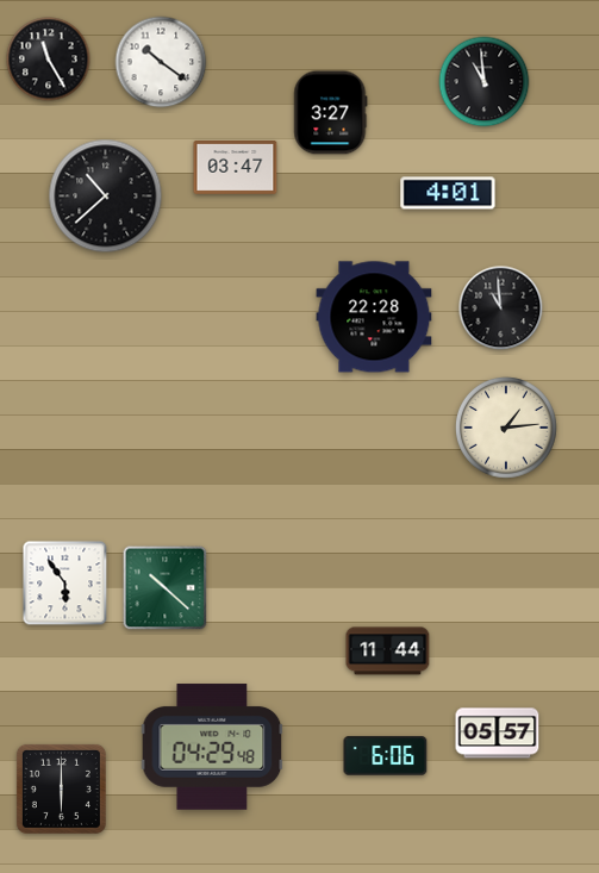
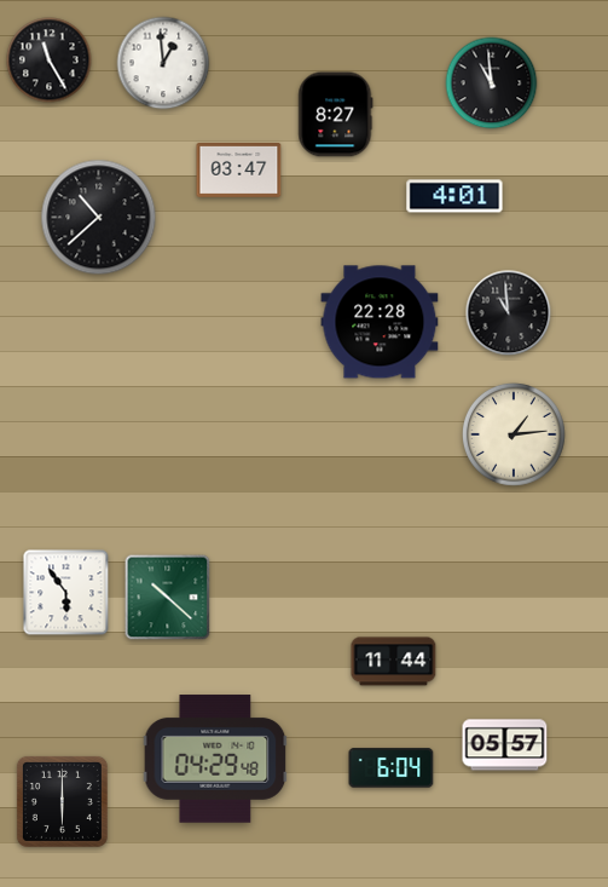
clock at (161, 62): 10:21 -> 12:59
clock at (331, 113): 3:27 -> 8:27
clock at (106, 197) position: (106, 197) -> (99, 218)
clock at (386, 756): 6:06 -> 6:04
